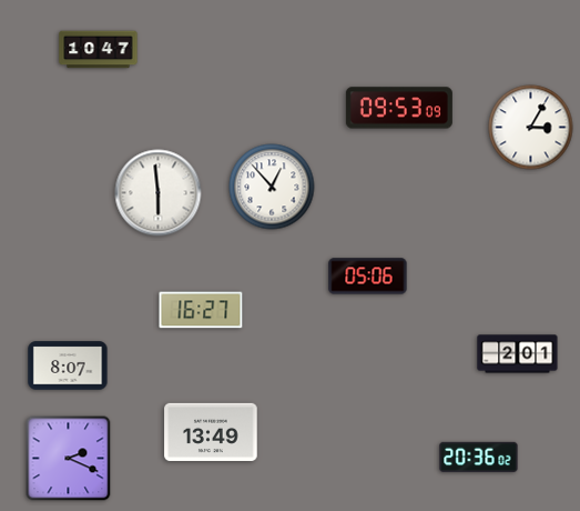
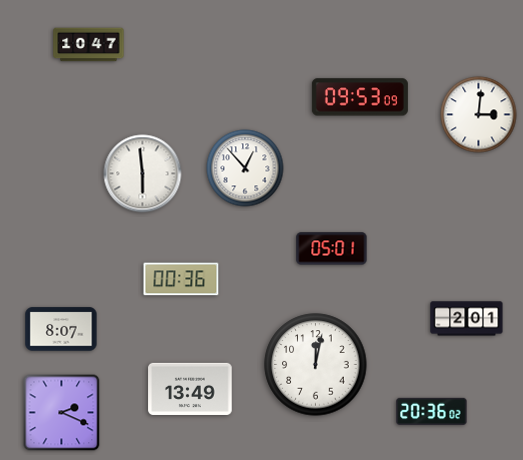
clock at (531, 128): 3:05 -> 3:01
clock at (368, 277): 05:06 -> 05:01
clock at (201, 310): 16:27 -> 00:36
clock at (316, 365): none -> 12:02
